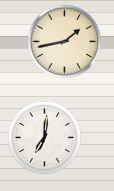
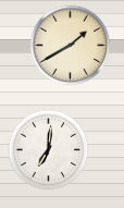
clock at (65, 42): 1:43 -> 1:40
